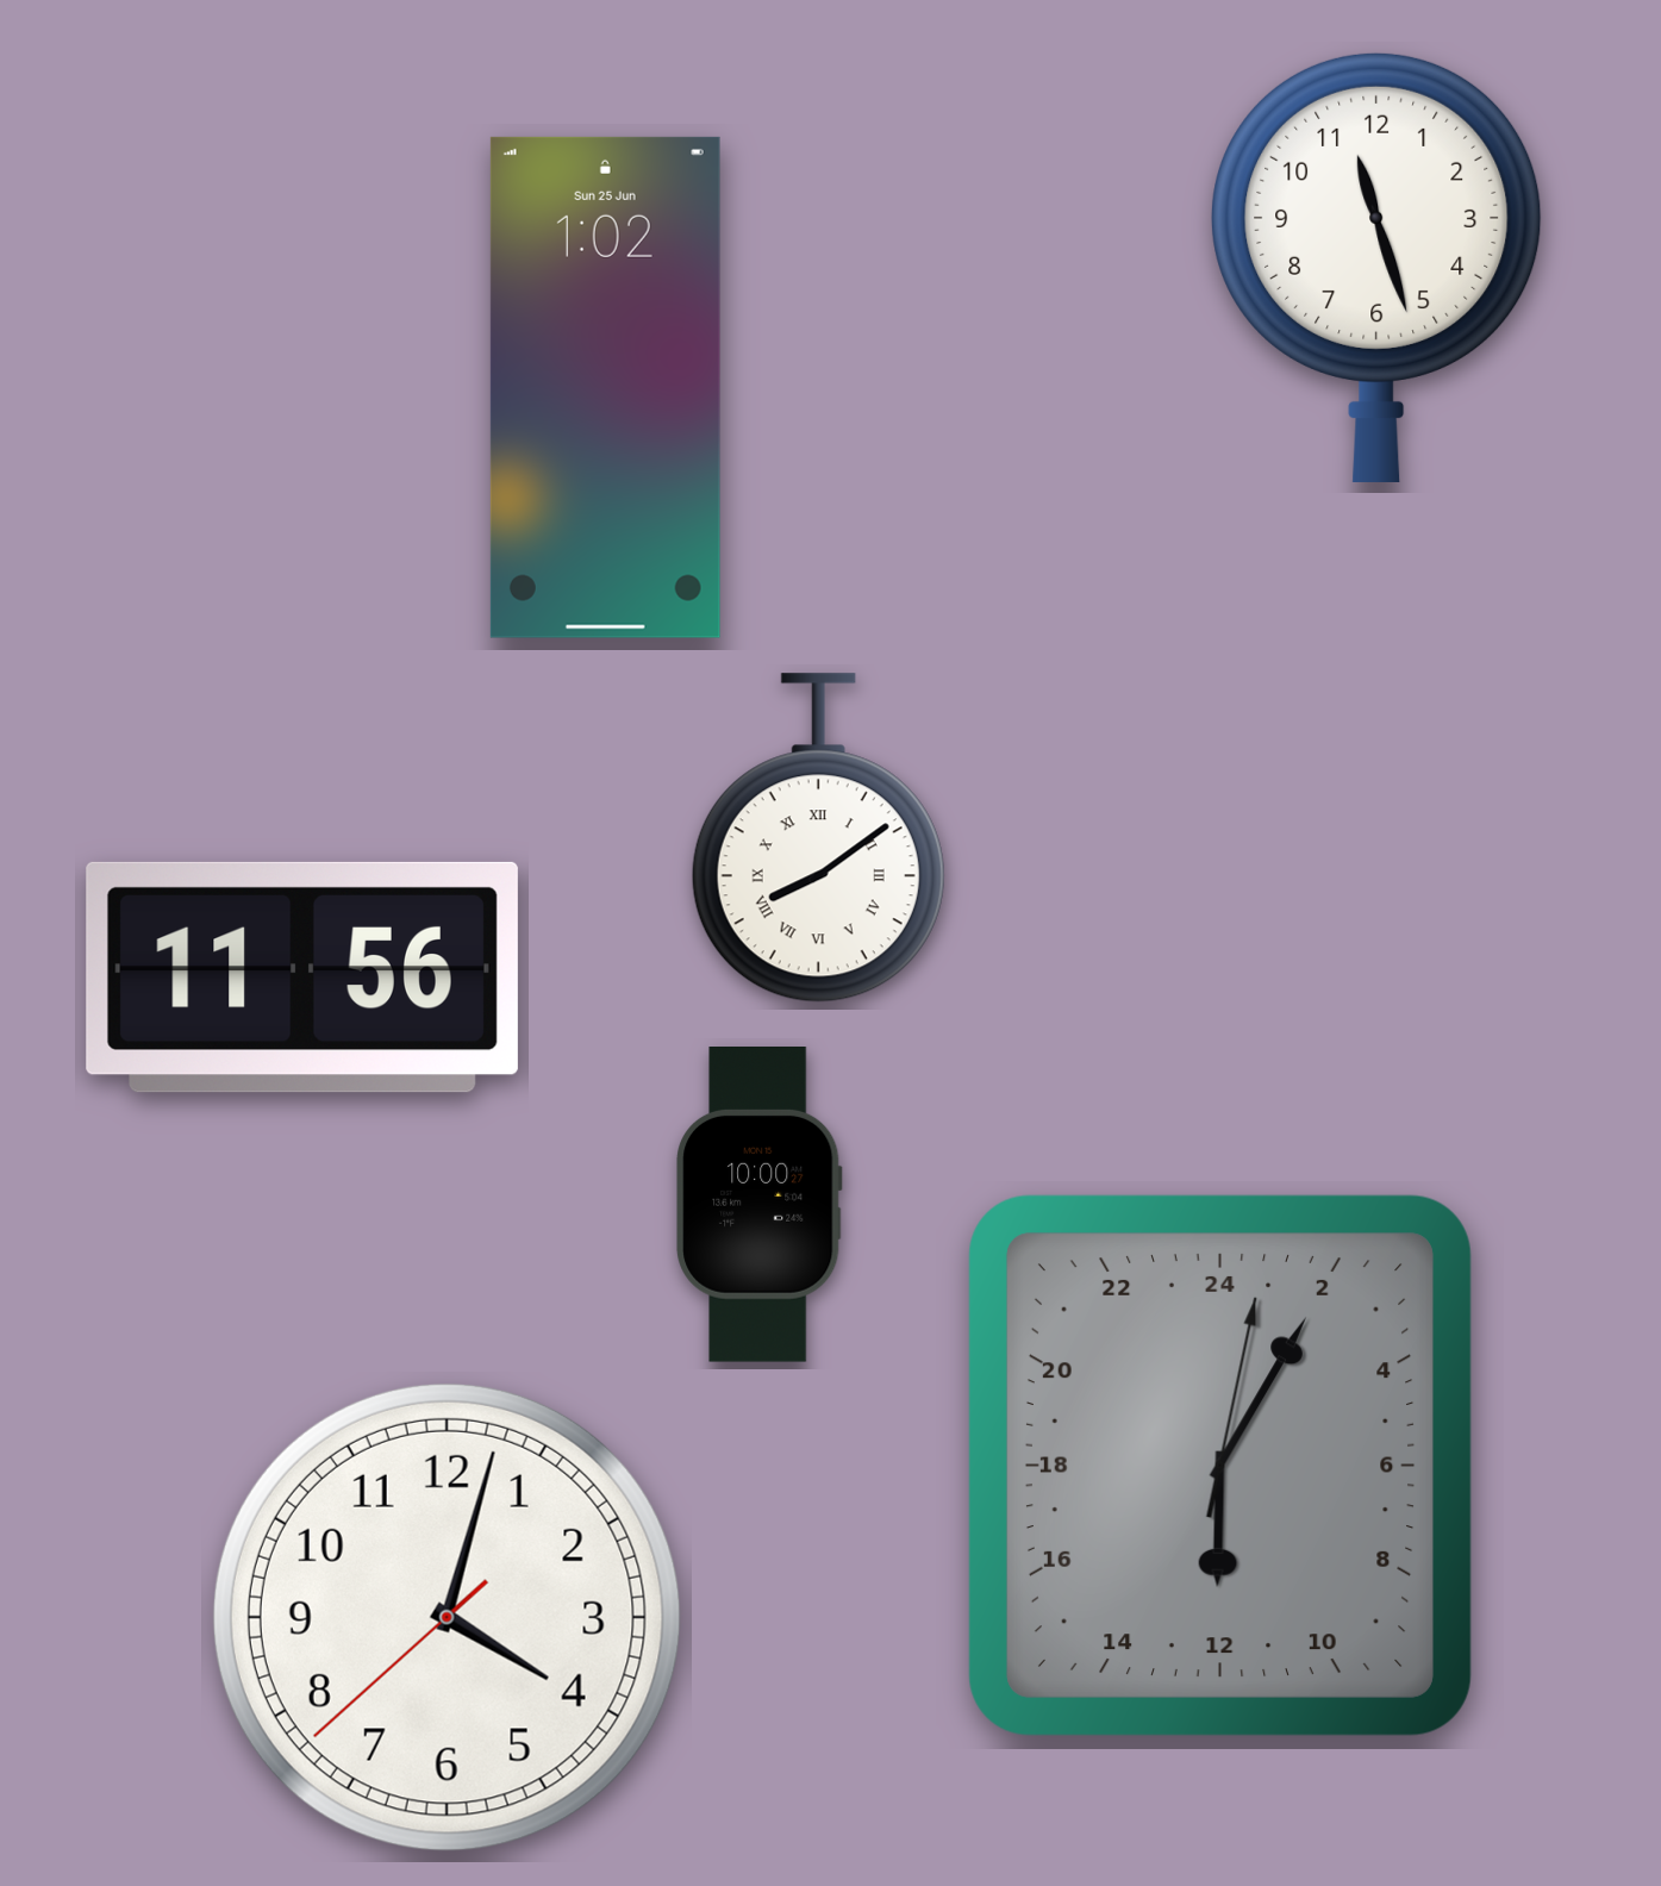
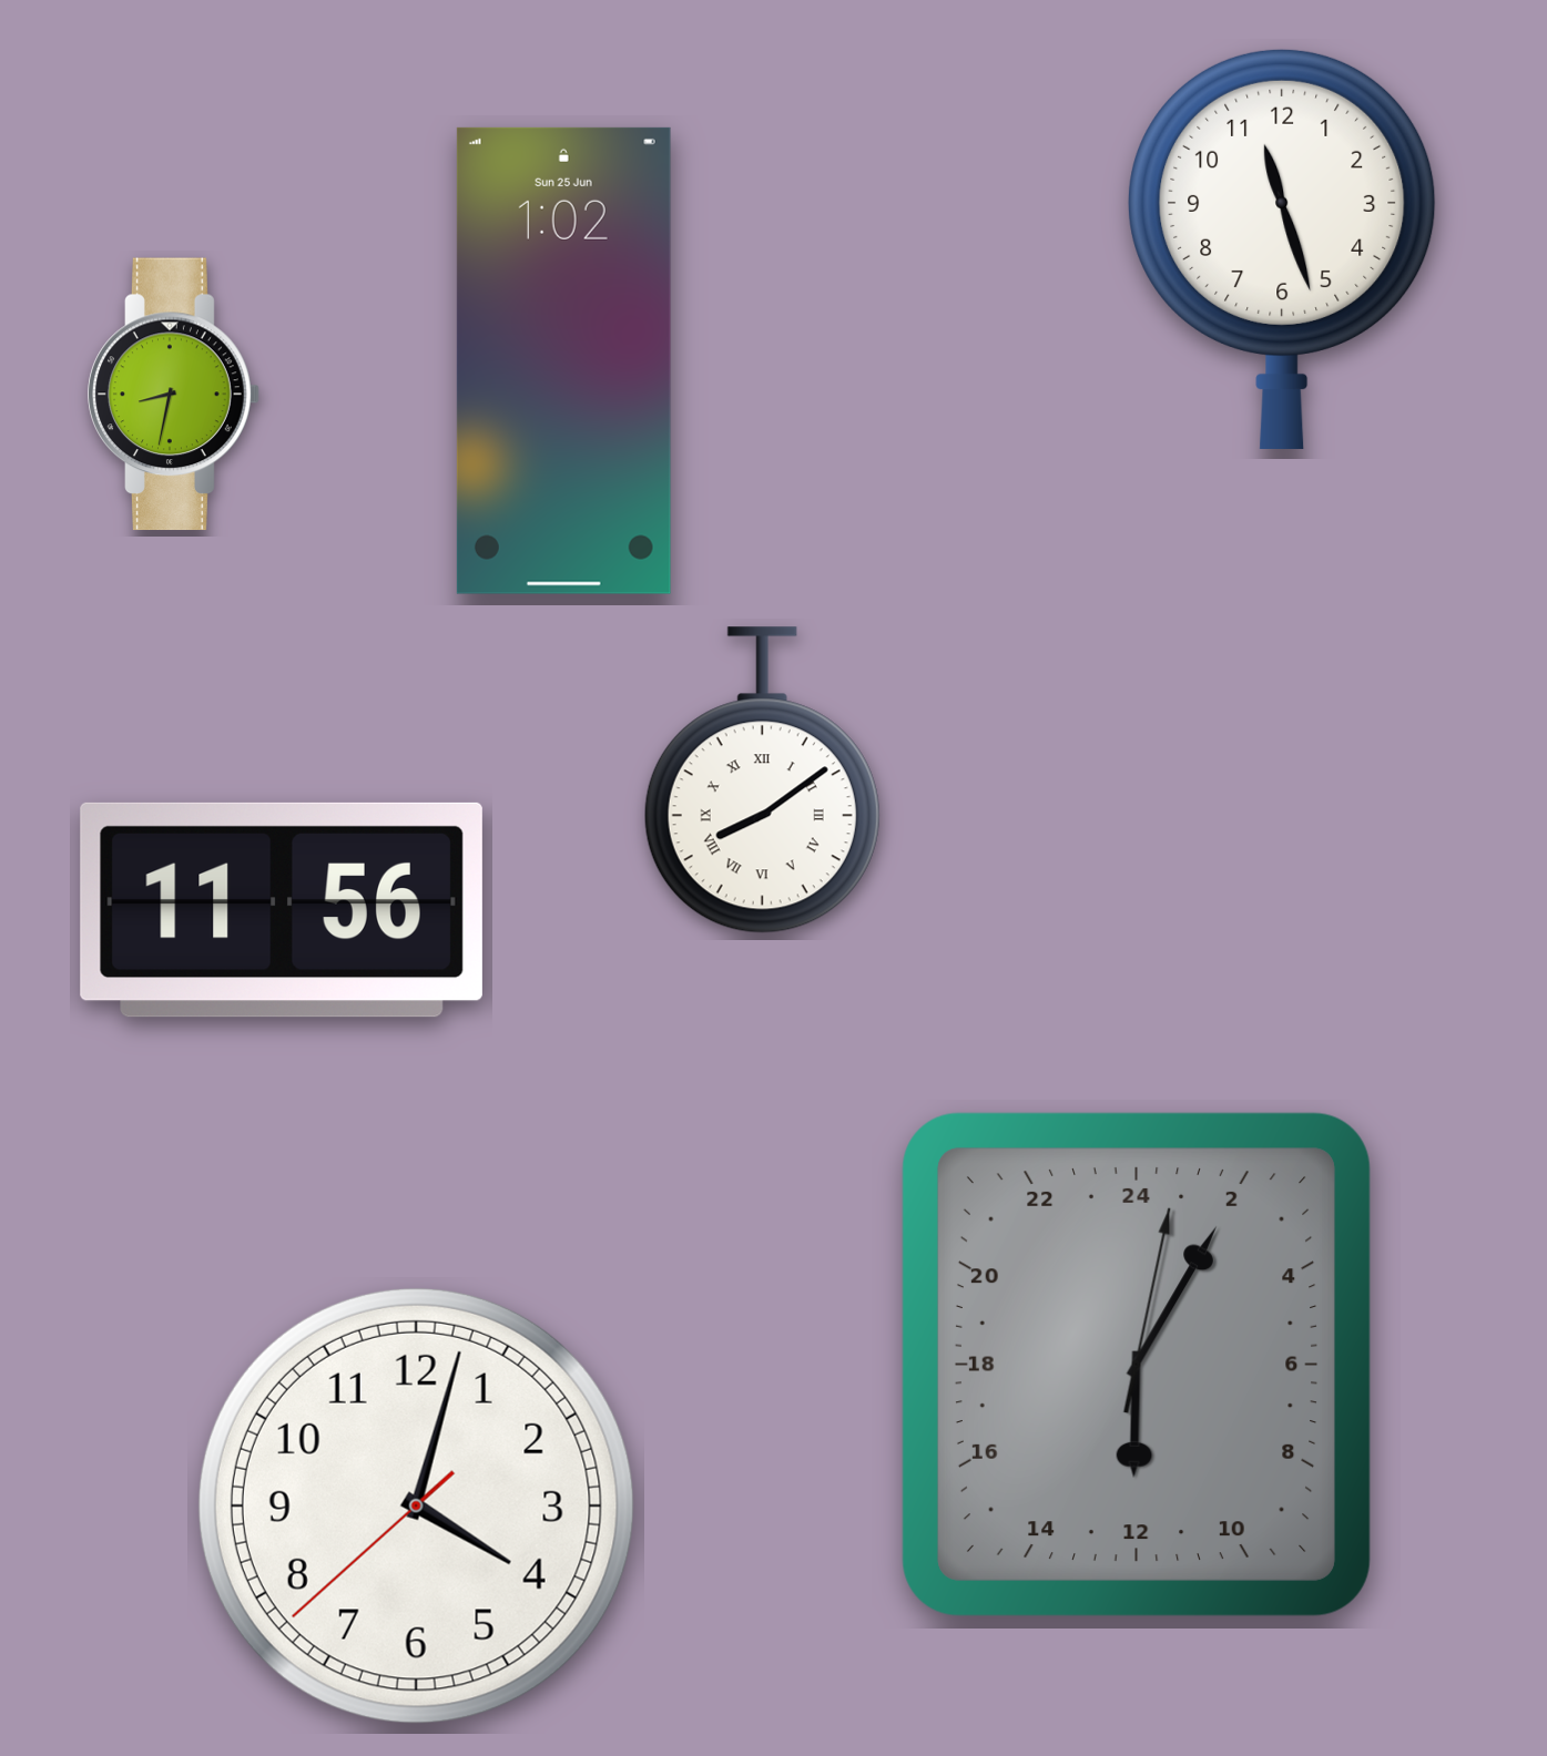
clock at (174, 395): none -> 8:32
clock at (760, 1205): 10:00 -> none
